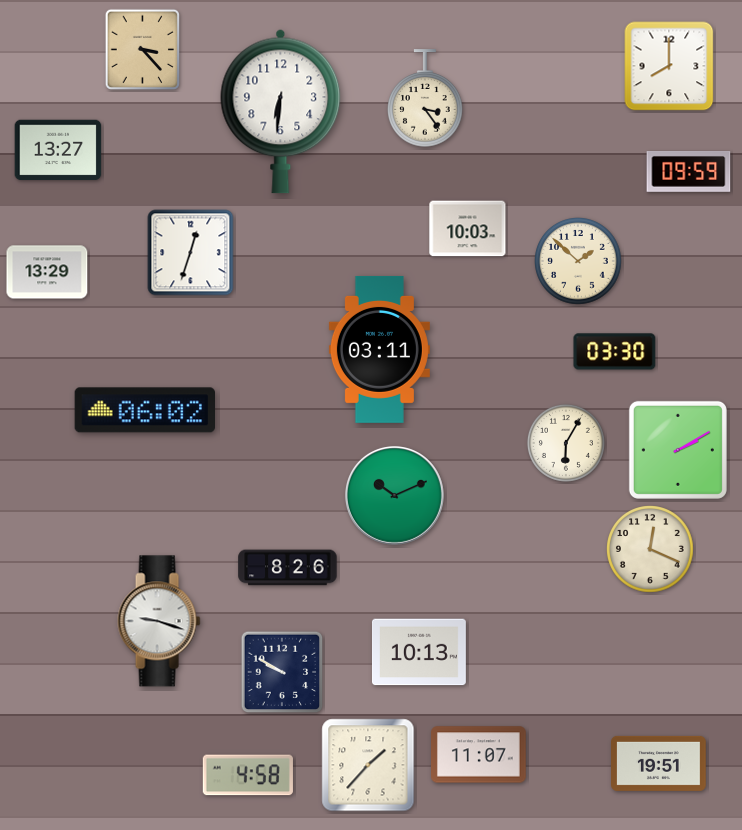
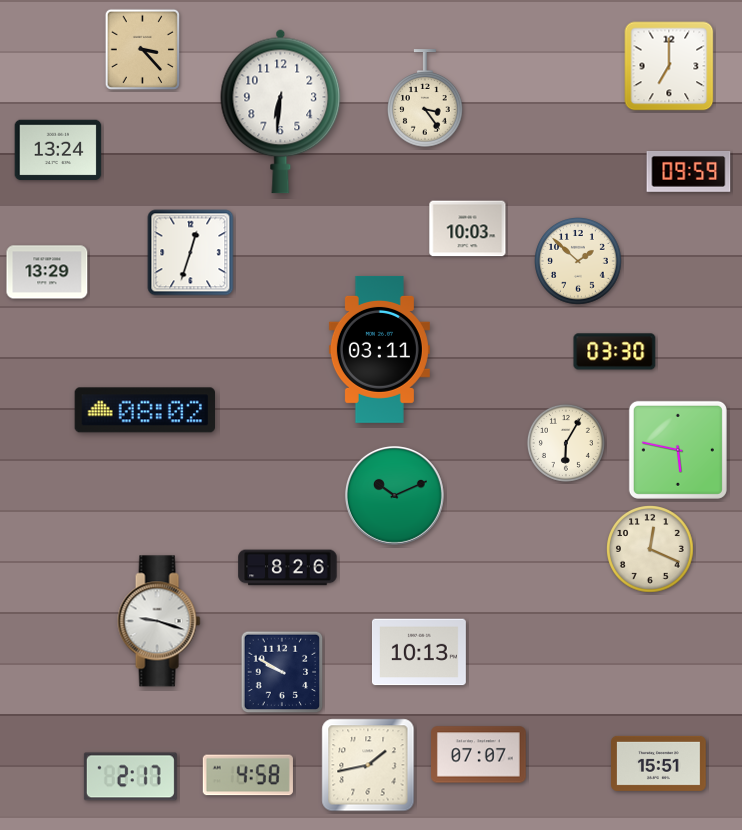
clock at (669, 66): 8:00 -> 7:00
clock at (58, 150): 13:27 -> 13:24
clock at (144, 410): 06:02 -> 08:02
clock at (678, 450): 2:10 -> 5:47
clock at (479, 755): 11:07 -> 07:07
clock at (659, 763): 19:51 -> 15:51
clock at (368, 765): 1:37 -> 1:43
clock at (130, 777): none -> 2:17
